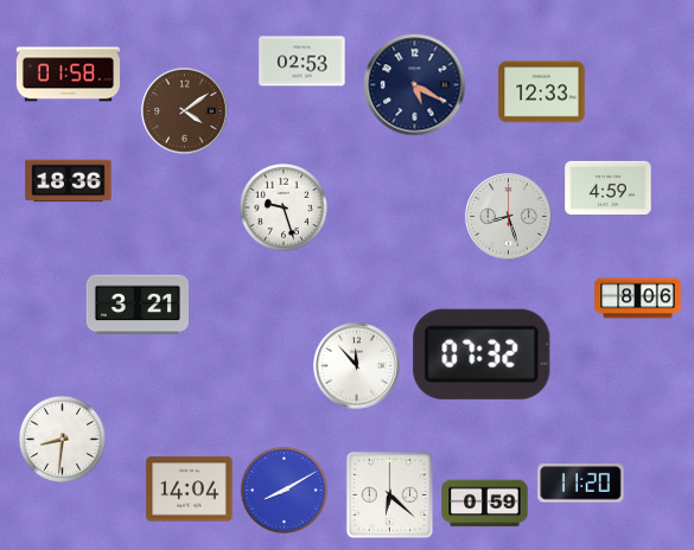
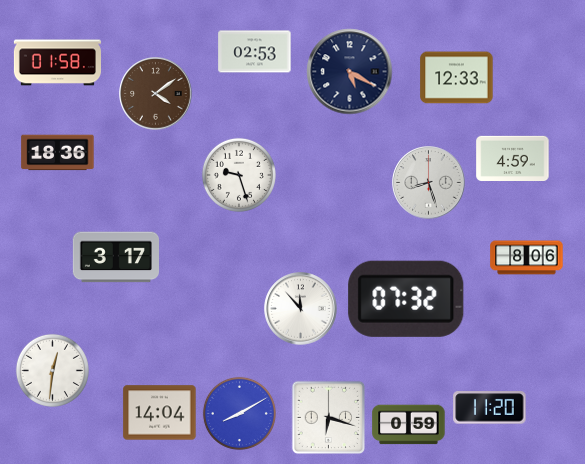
clock at (638, 299) position: (638, 299) -> (527, 258)
clock at (136, 305): 3:21 -> 3:17
clock at (62, 439): 8:31 -> 12:31
clock at (390, 495): 6:22 -> 6:18
